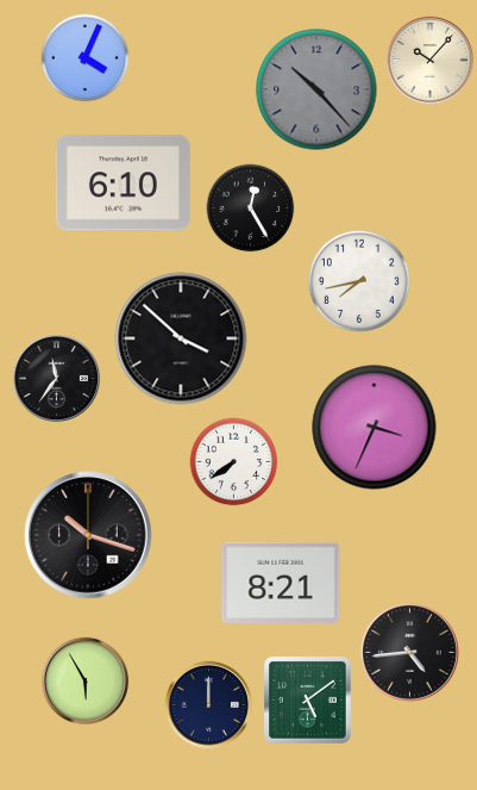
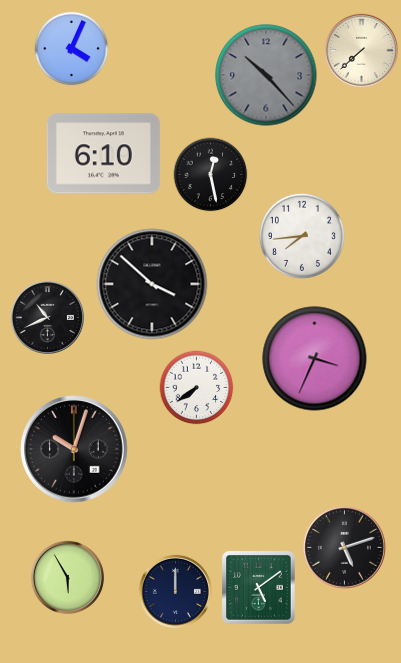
clock at (429, 60): 10:07 -> 7:38
clock at (251, 209): 12:25 -> 12:28
clock at (359, 281): 7:43 -> 7:44
clock at (56, 378): 11:36 -> 10:41
clock at (88, 535): 10:18 -> 10:03
clock at (281, 583): 8:21 -> none
clock at (409, 652): 4:44 -> 5:12
clock at (84, 680) position: (84, 680) -> (67, 577)
